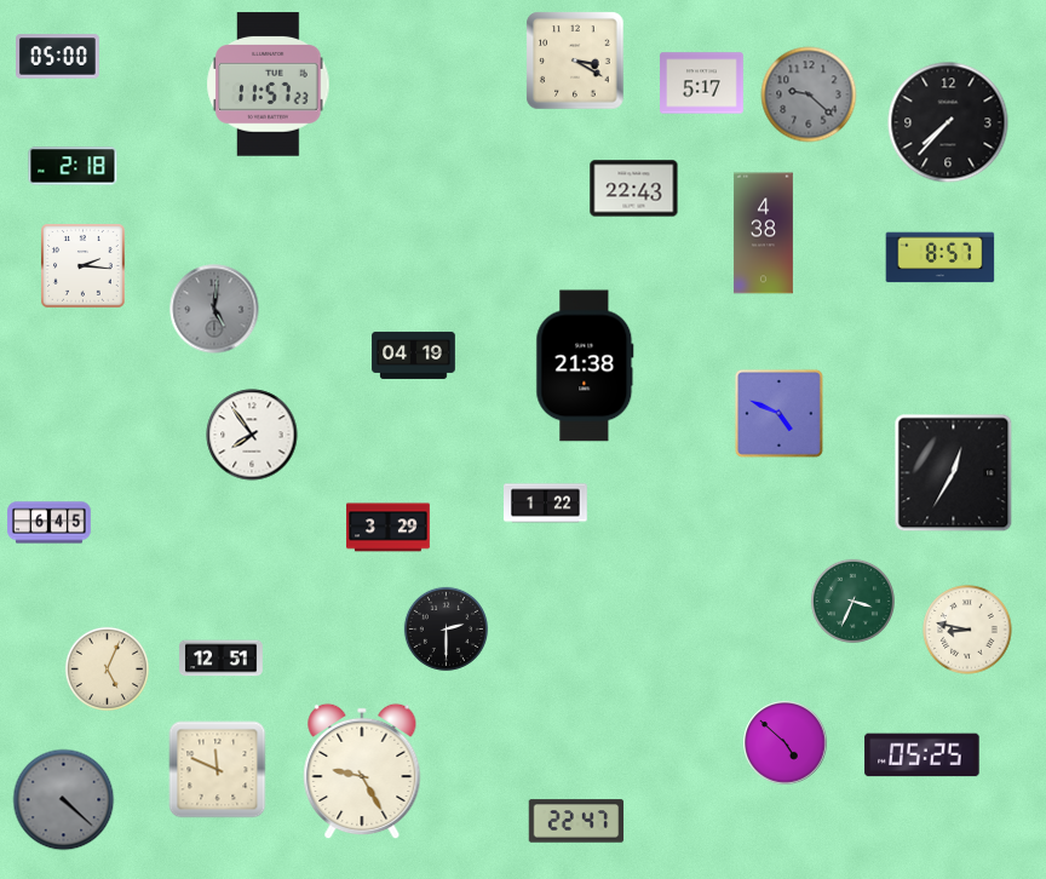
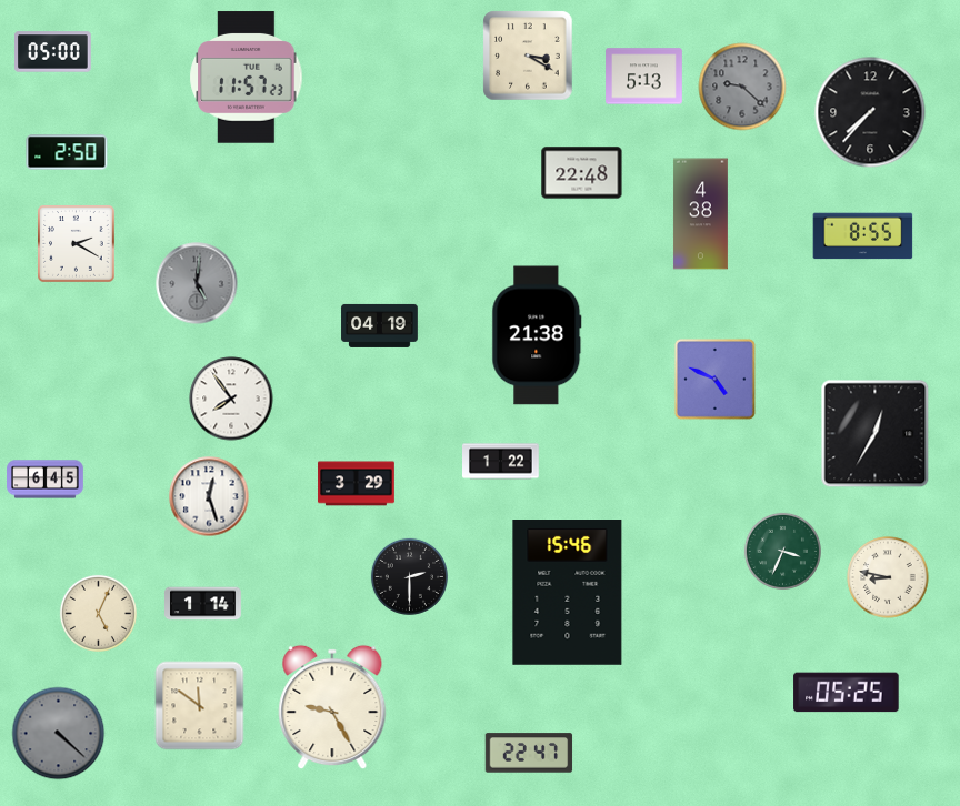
clock at (702, 84): 5:17 -> 5:13
clock at (73, 166): 2:18 -> 2:50
clock at (634, 189): 22:43 -> 22:48
clock at (941, 258): 8:57 -> 8:55
clock at (84, 266): 2:16 -> 2:20
clock at (209, 496): none -> 12:27
clock at (568, 593): none -> 15:46
clock at (222, 659): 12:51 -> 1:14
clock at (786, 743): 4:52 -> none
clock at (218, 770): 11:49 -> 11:51
